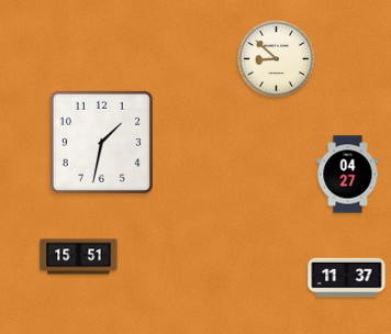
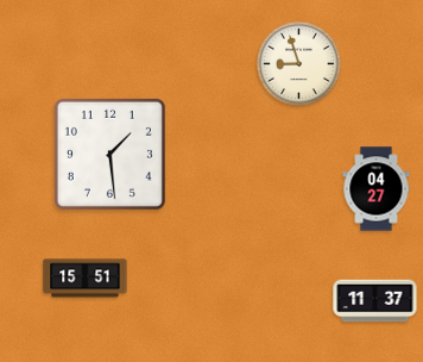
clock at (277, 59): 8:52 -> 8:57
clock at (101, 142): 1:32 -> 1:29
